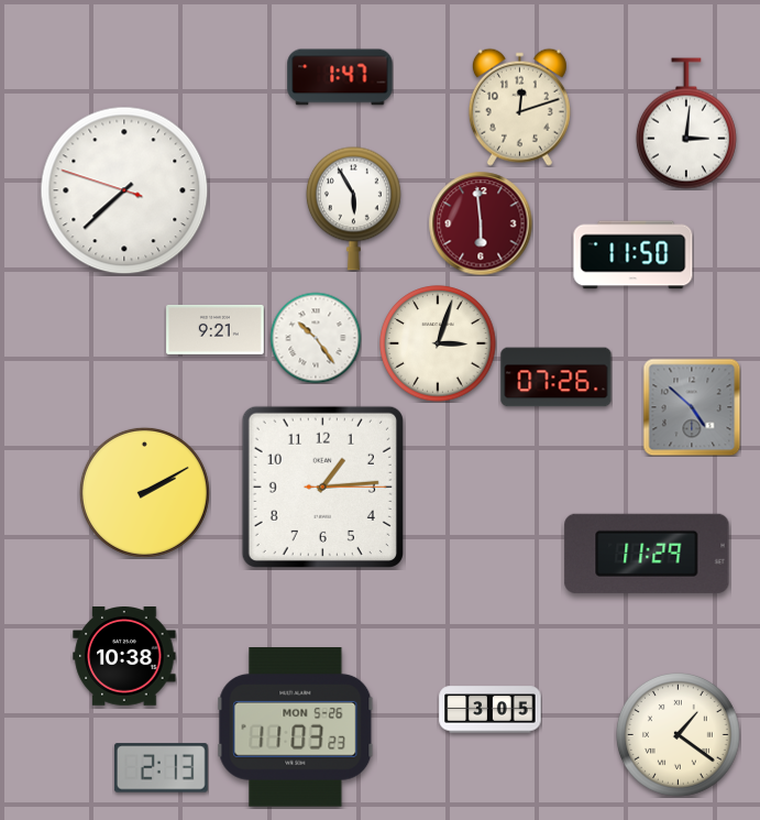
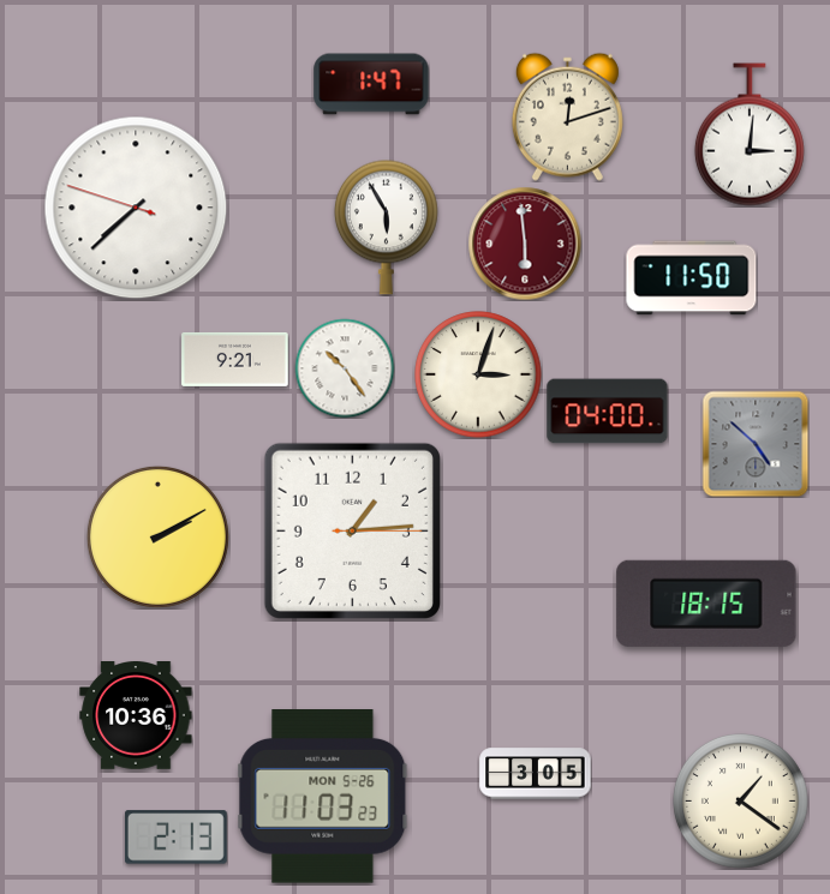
clock at (557, 378): 07:26 -> 04:00
clock at (647, 554): 11:29 -> 18:15
clock at (124, 657): 10:38 -> 10:36
clock at (296, 728) position: (296, 728) -> (323, 797)
